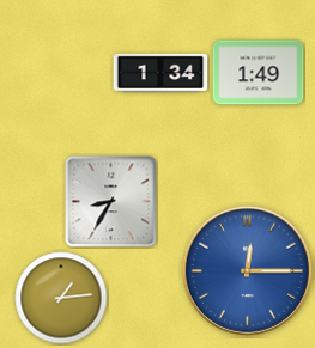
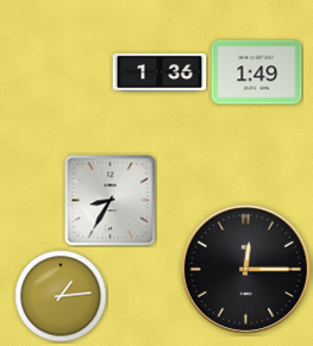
clock at (160, 73): 1:34 -> 1:36
clock at (247, 270) dial: blue -> black
